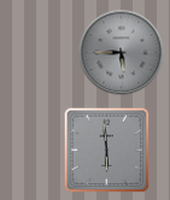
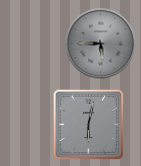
clock at (107, 151): 5:59 -> 6:02
